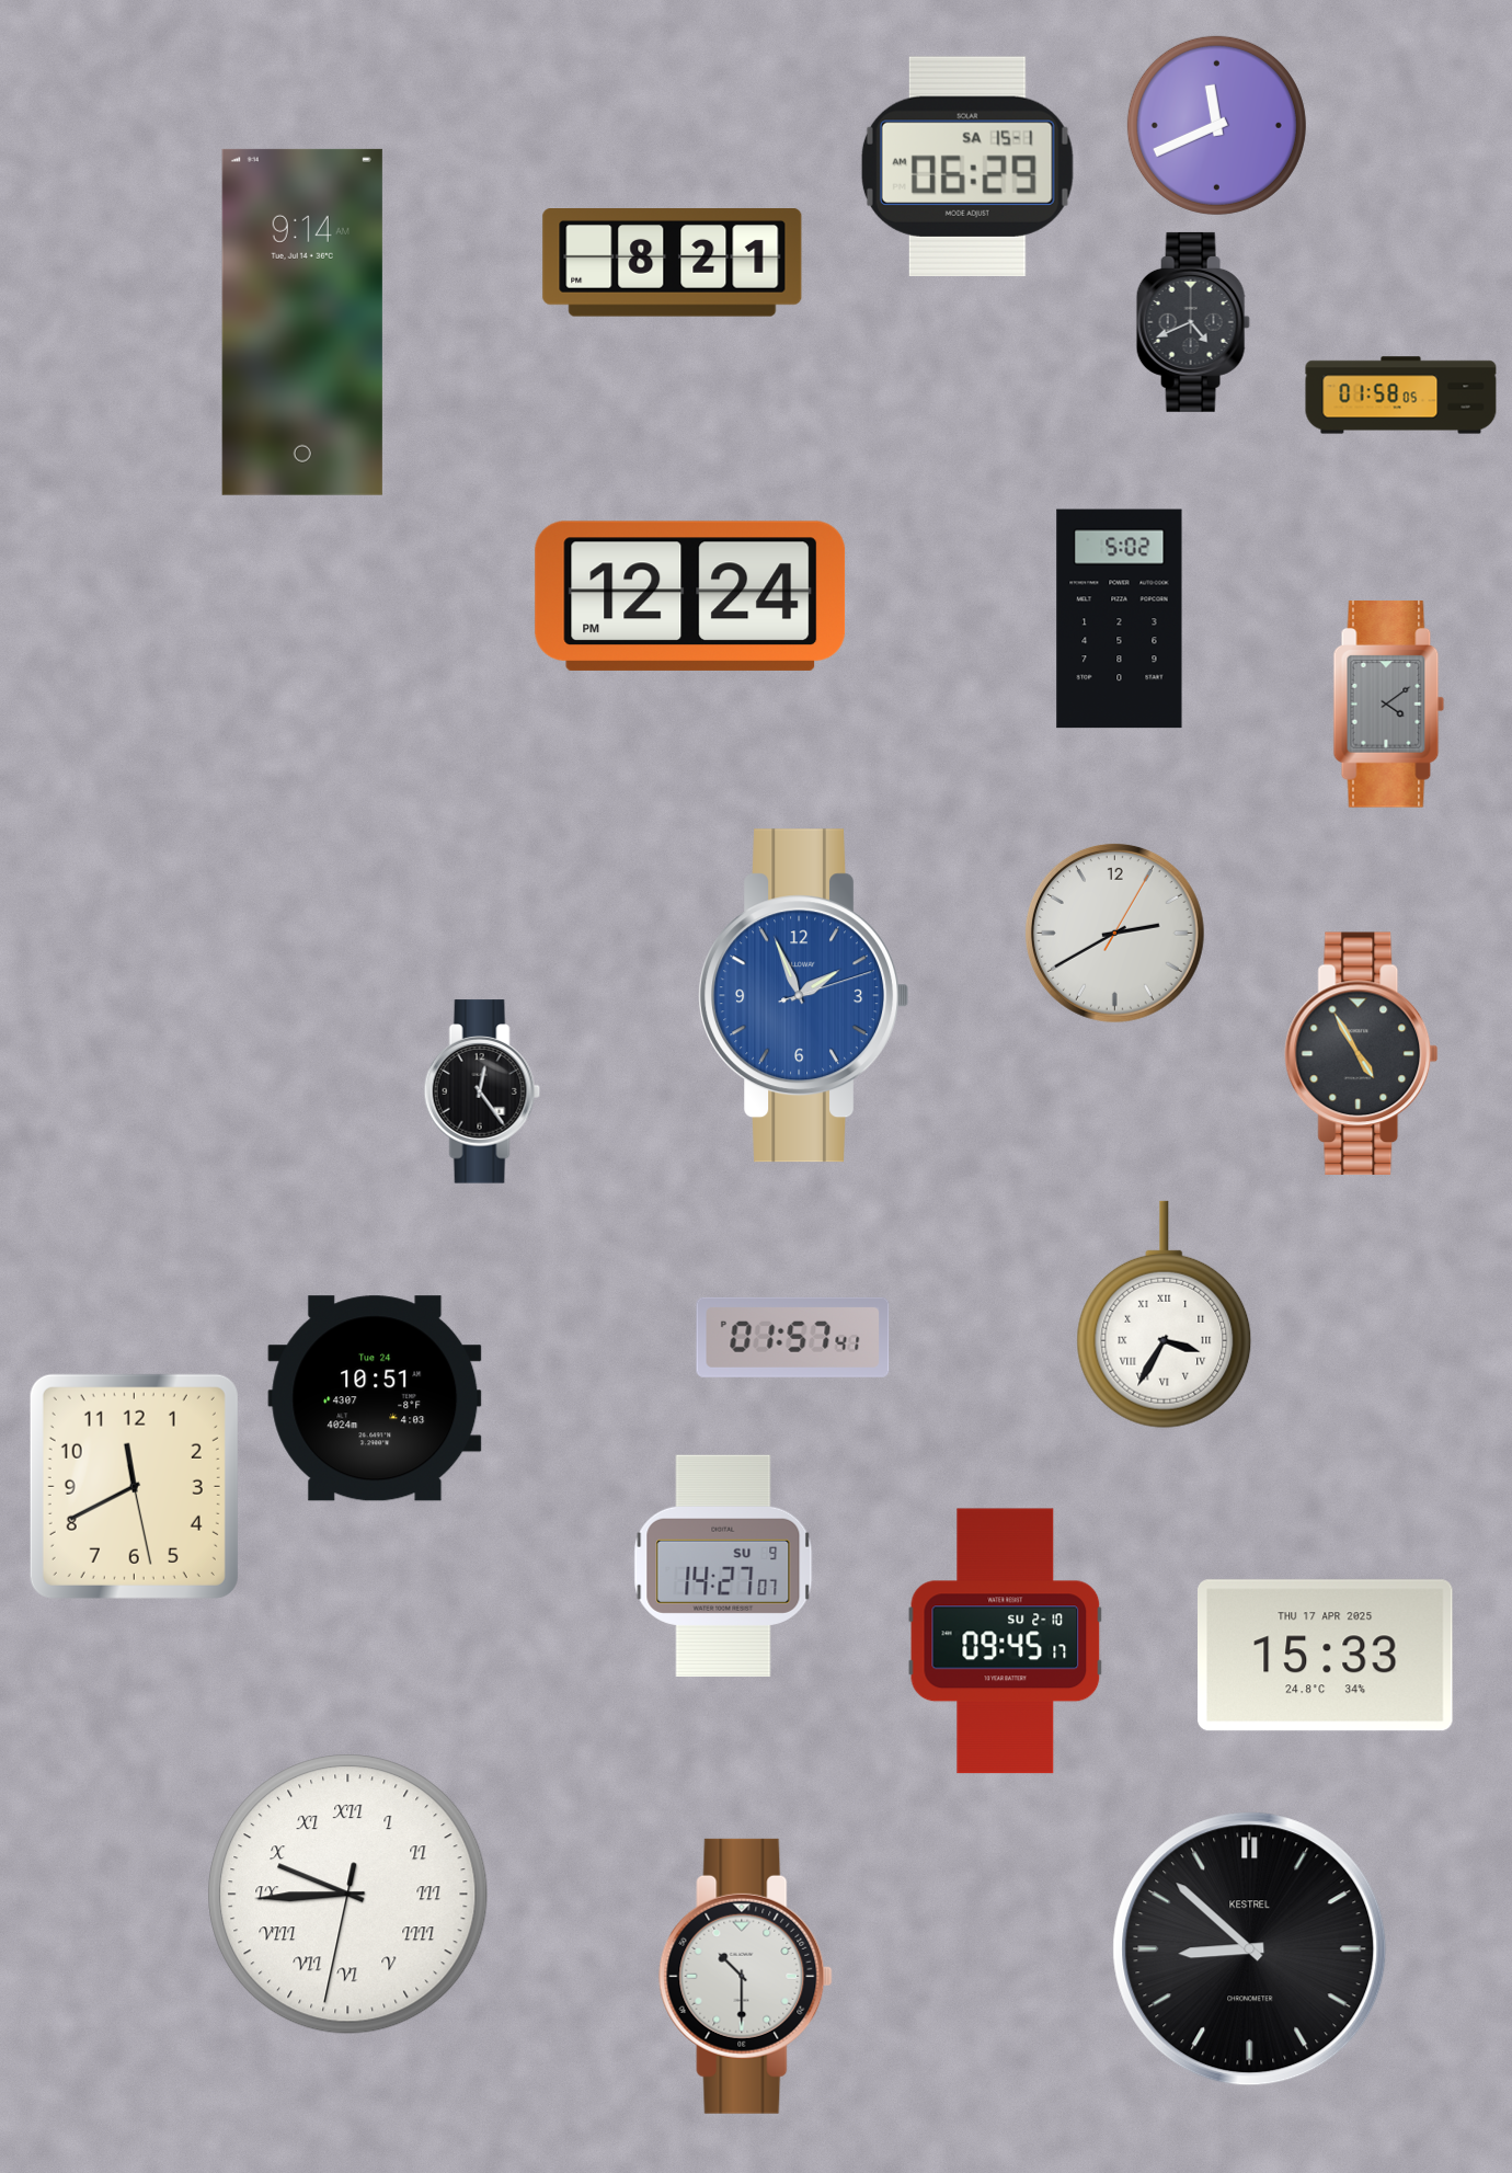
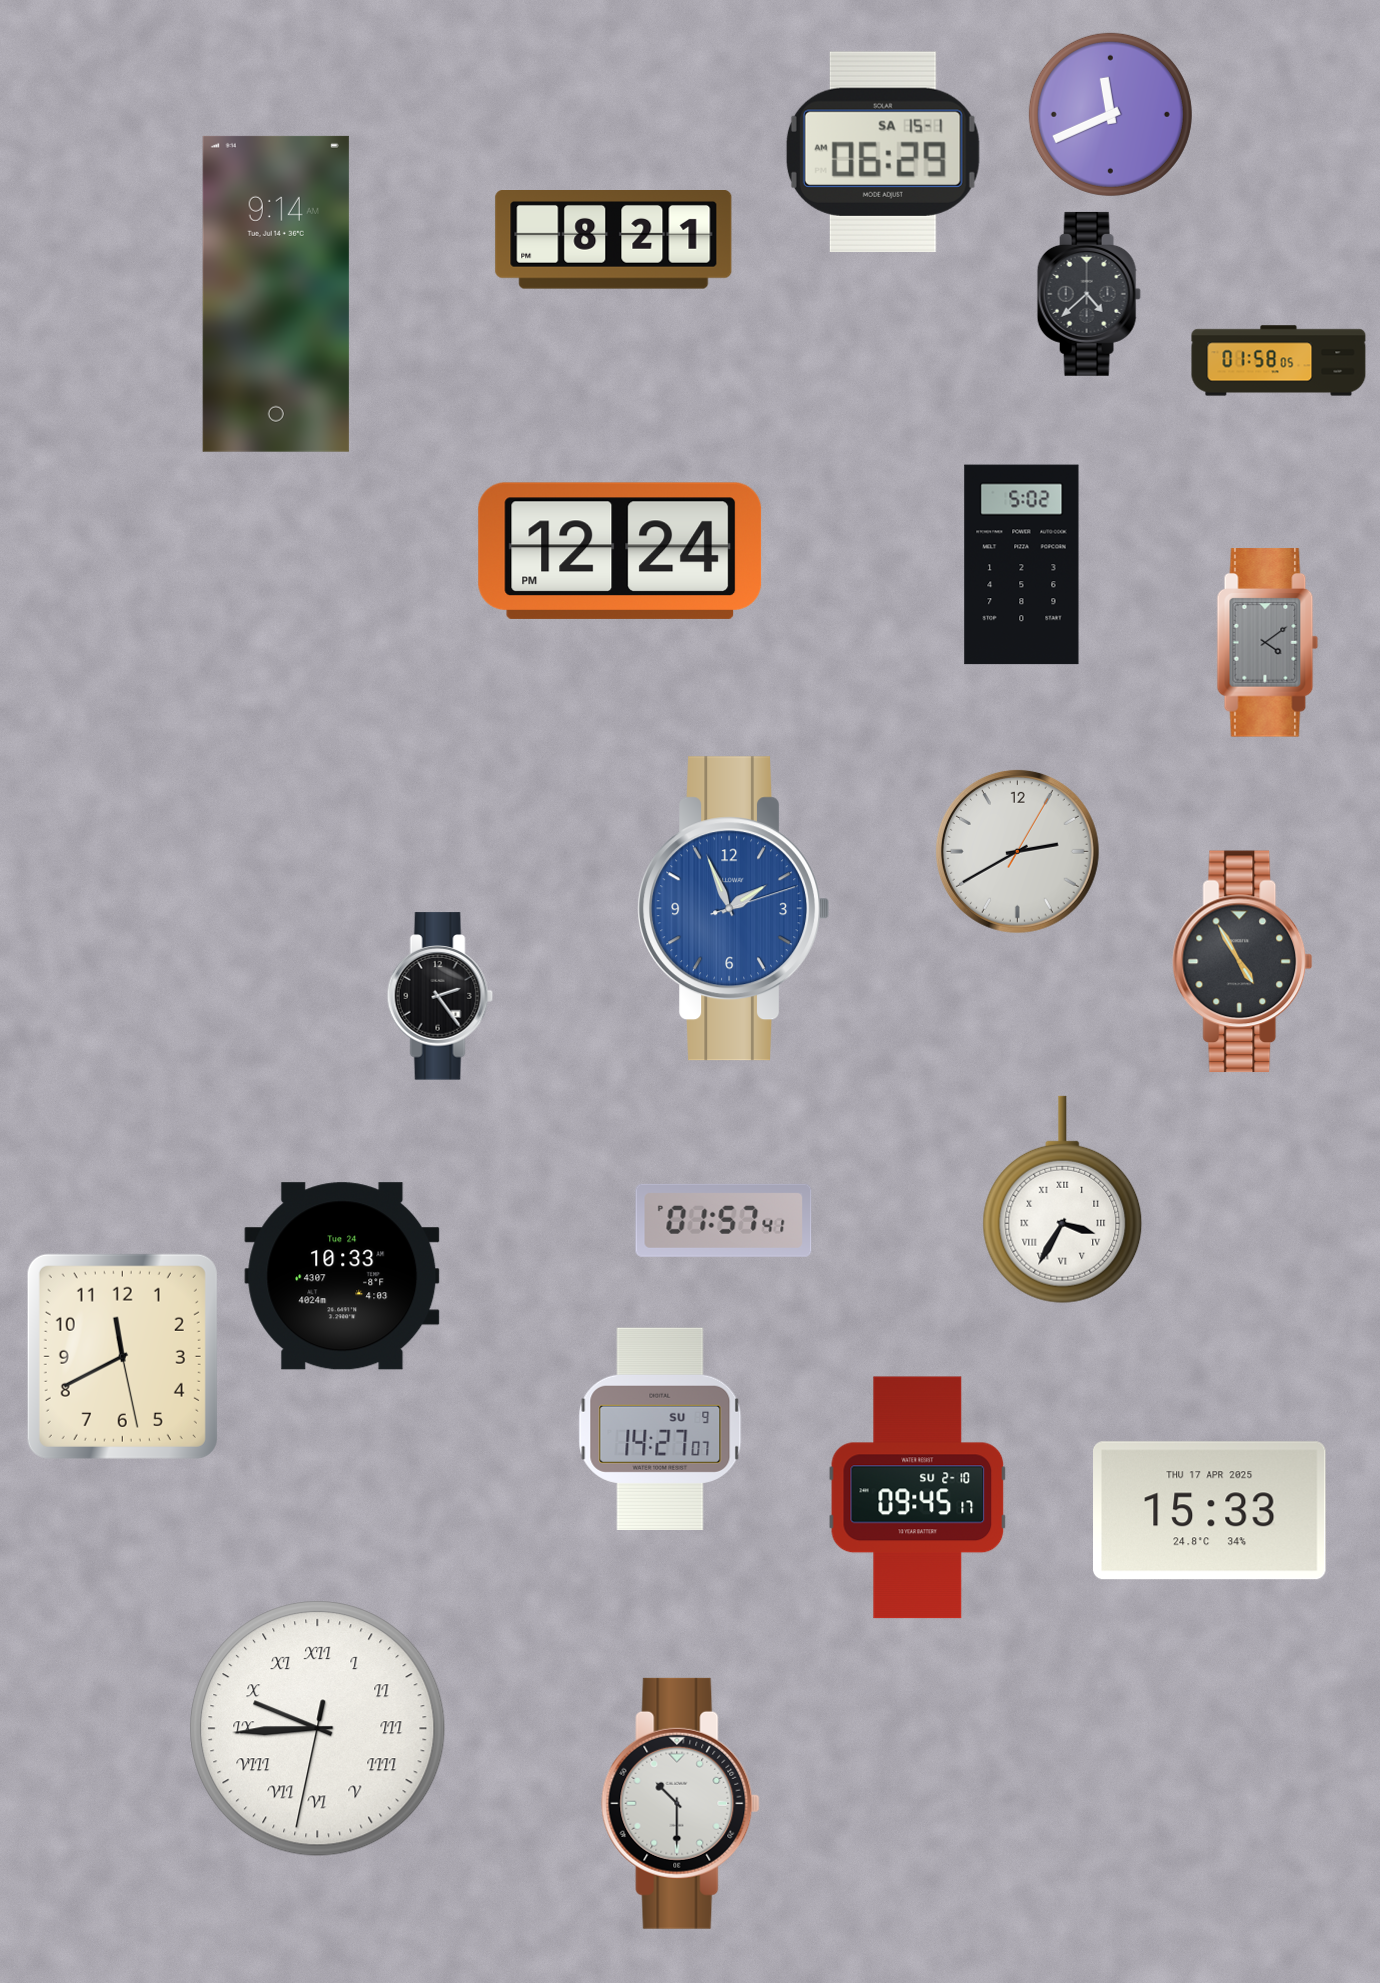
clock at (1193, 322): 4:41 -> 4:38
clock at (690, 596) position: (690, 596) -> (620, 551)
clock at (482, 1091): 12:24 -> 2:24
clock at (375, 1398): 10:51 -> 10:33
clock at (1250, 1949): 8:52 -> none
